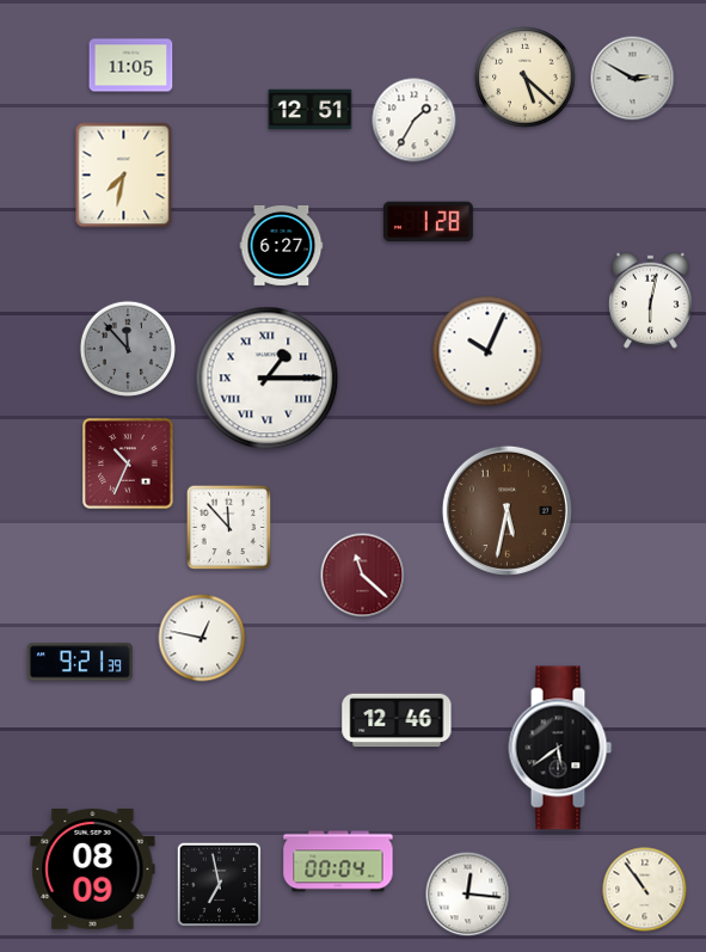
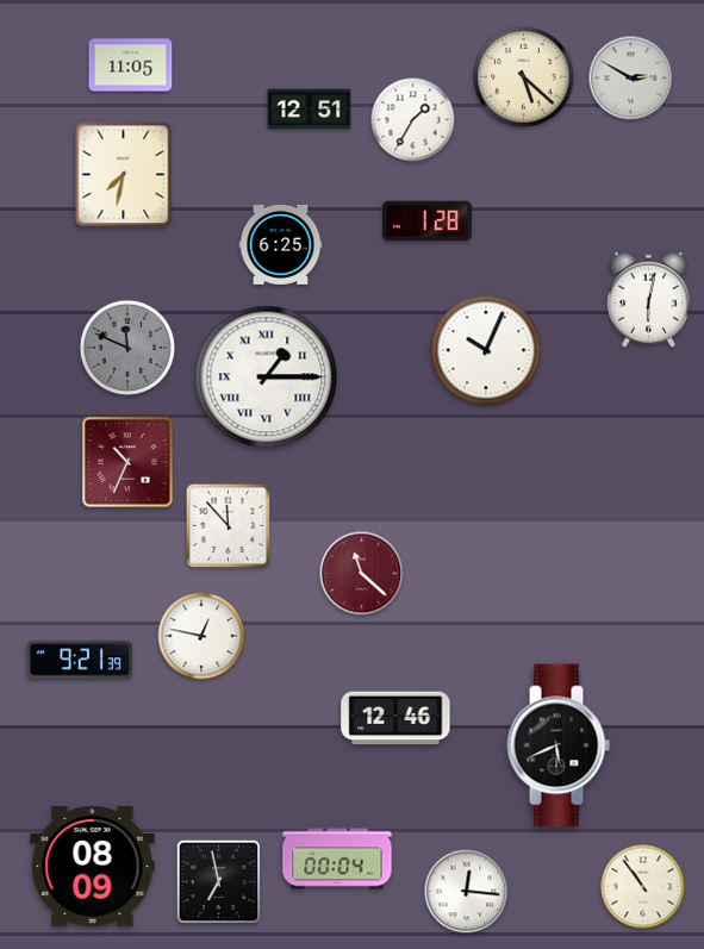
clock at (282, 245): 6:27 -> 6:25
clock at (128, 349): 11:53 -> 11:49
clock at (507, 510): 5:32 -> none
clock at (560, 748): 5:39 -> 5:41
